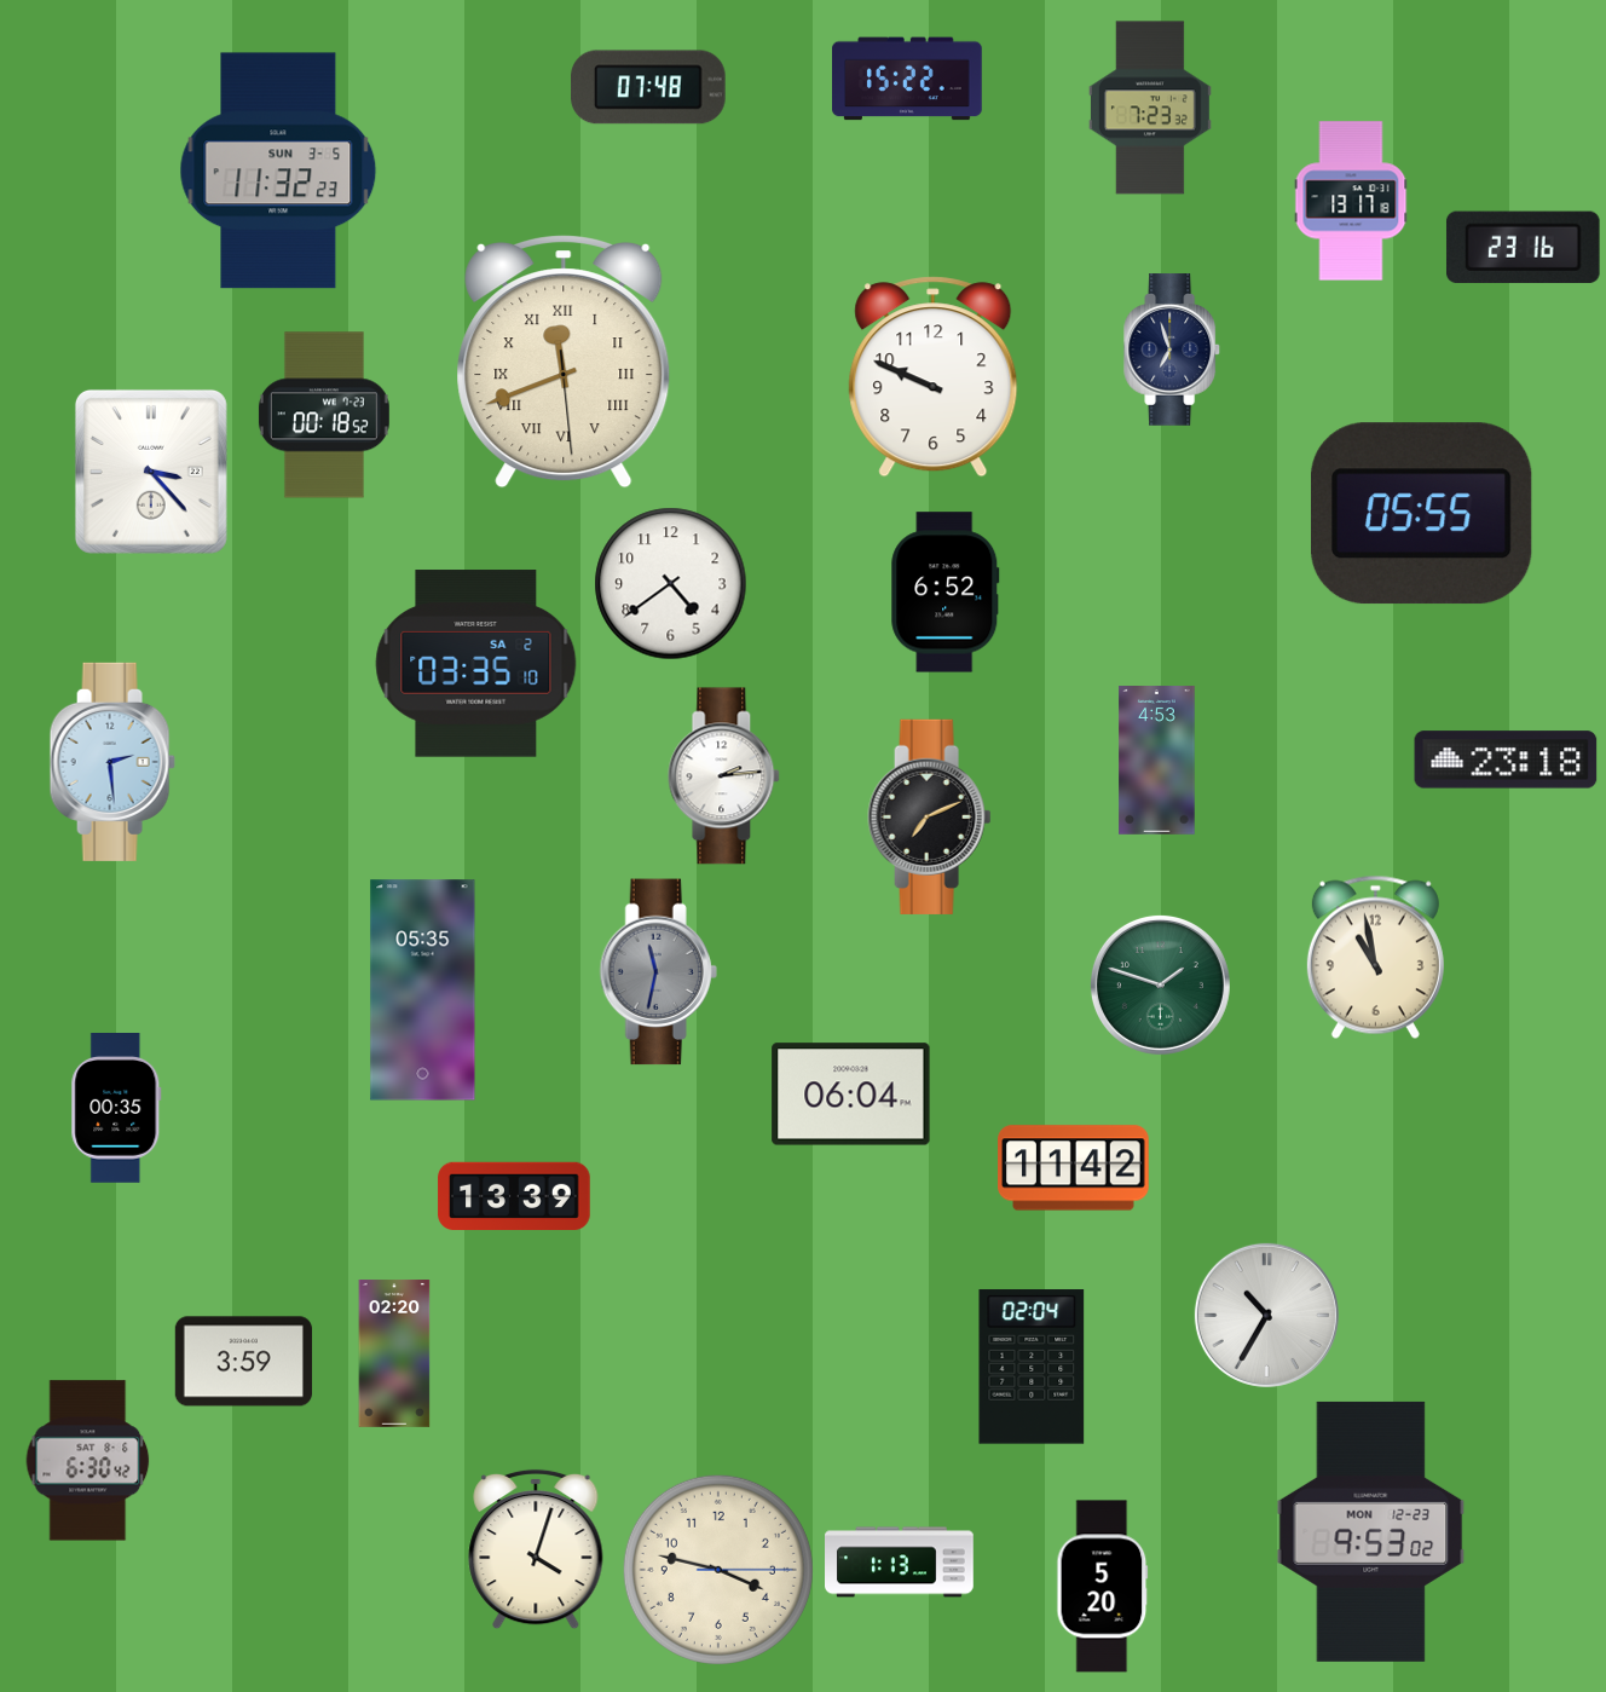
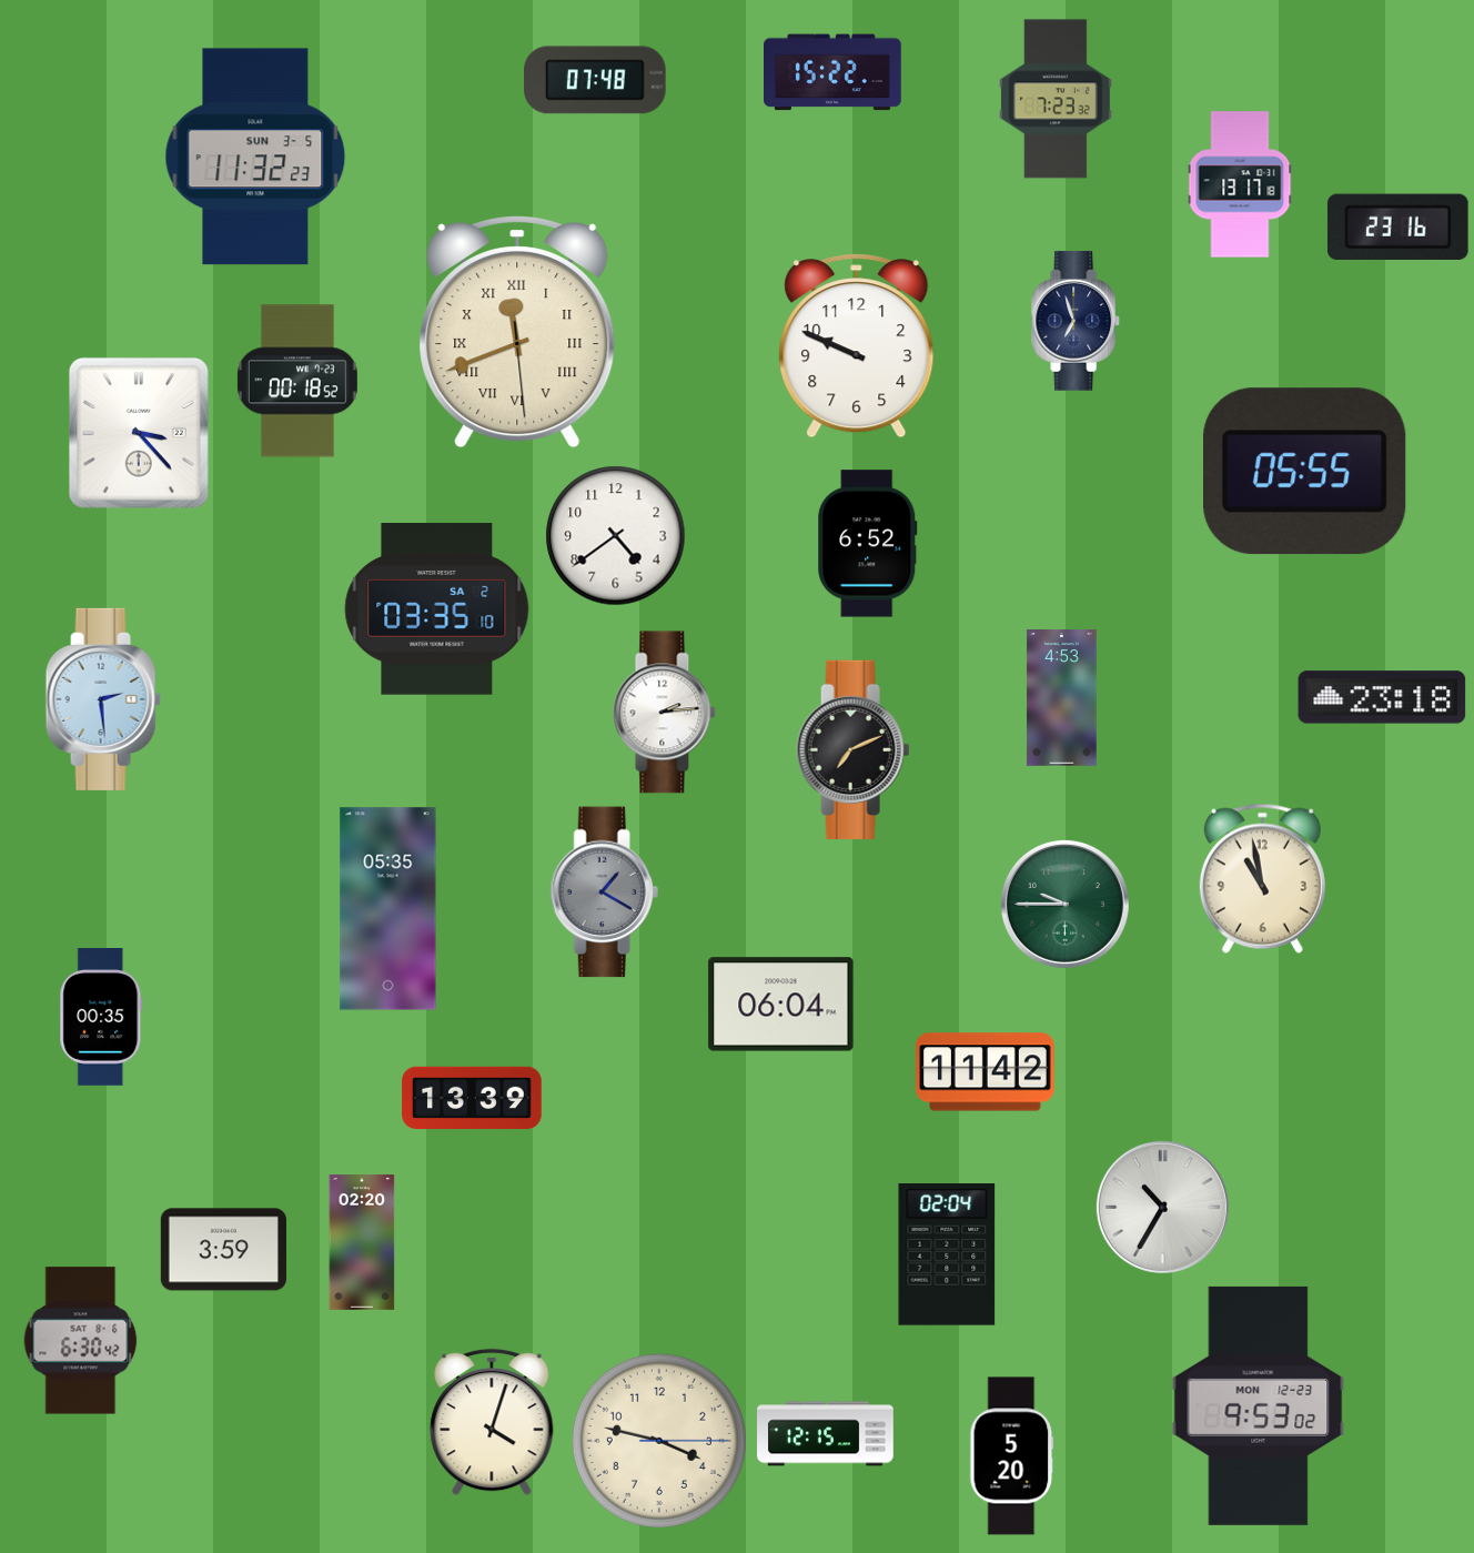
clock at (658, 972): 11:32 -> 1:20
clock at (1160, 984): 1:48 -> 9:45
clock at (116, 1109) position: (116, 1109) -> (101, 1018)
clock at (900, 1563): 1:13 -> 12:15
